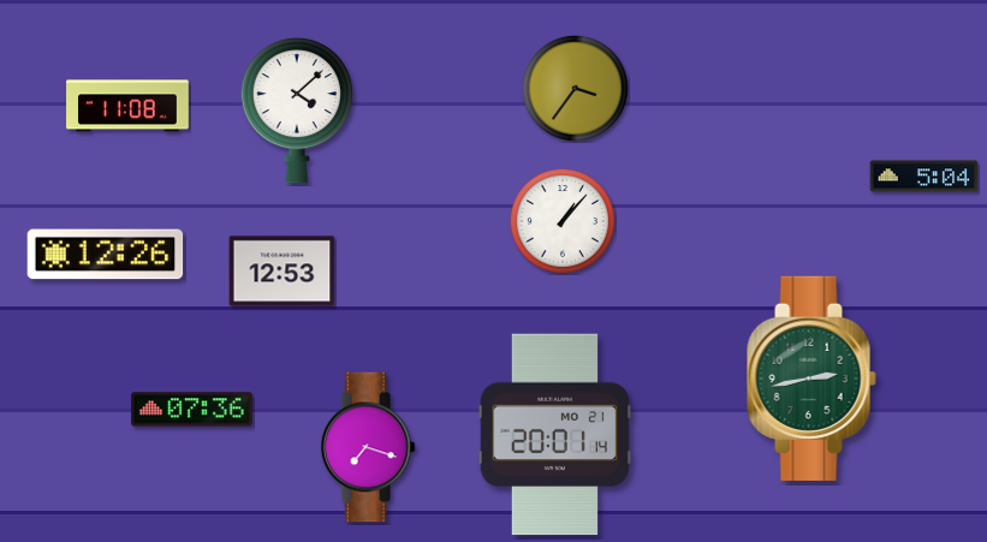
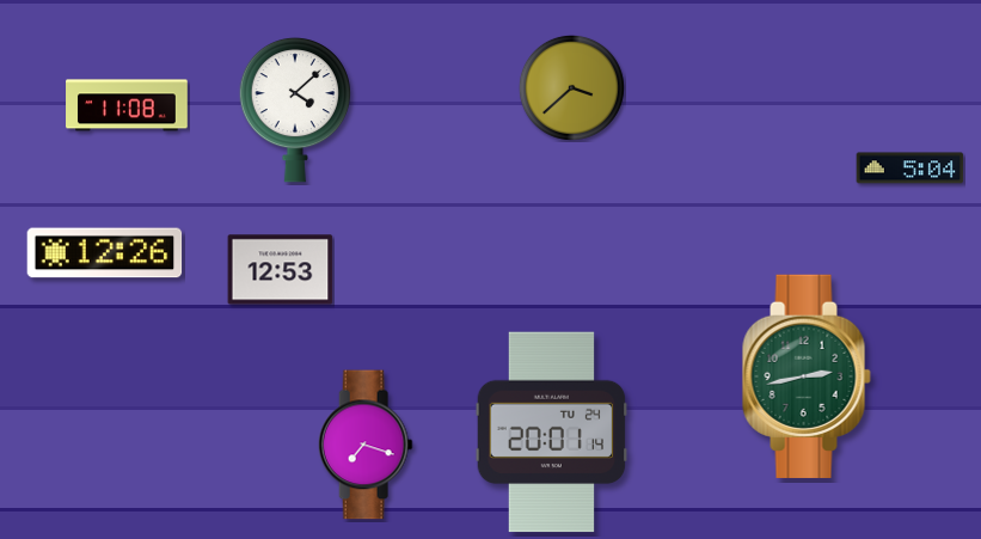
clock at (575, 88): 3:36 -> 3:38
clock at (924, 177) position: (924, 177) -> (911, 169)
clock at (563, 221): 1:07 -> none
clock at (192, 410): 07:36 -> none
clock at (555, 435) date: MO 21 -> TU 24
